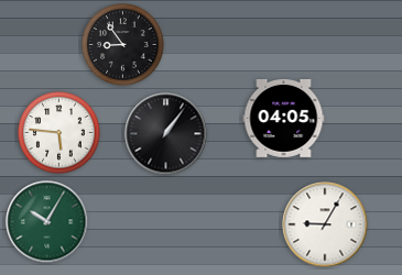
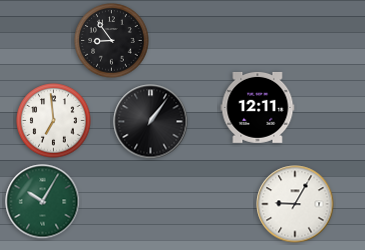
clock at (284, 118): 04:05 -> 12:11
clock at (59, 133): 5:46 -> 6:59
